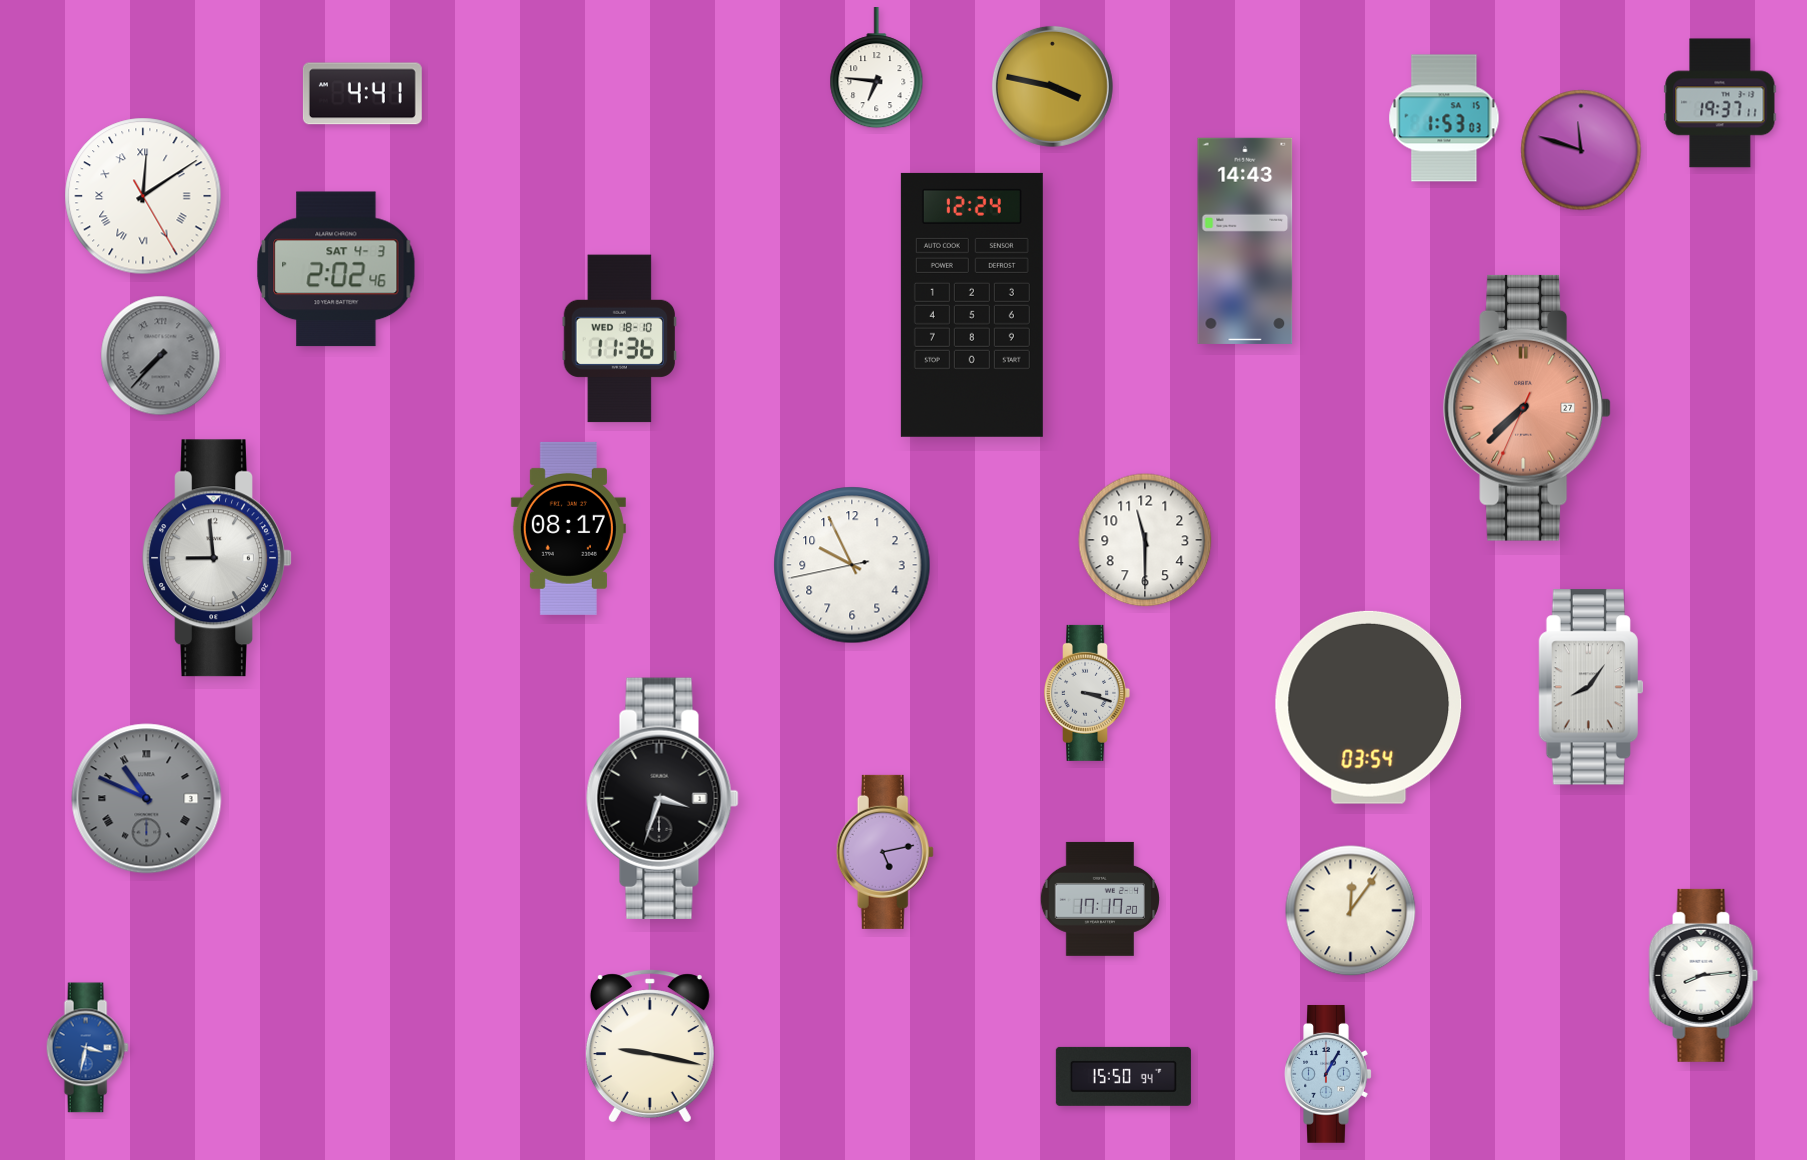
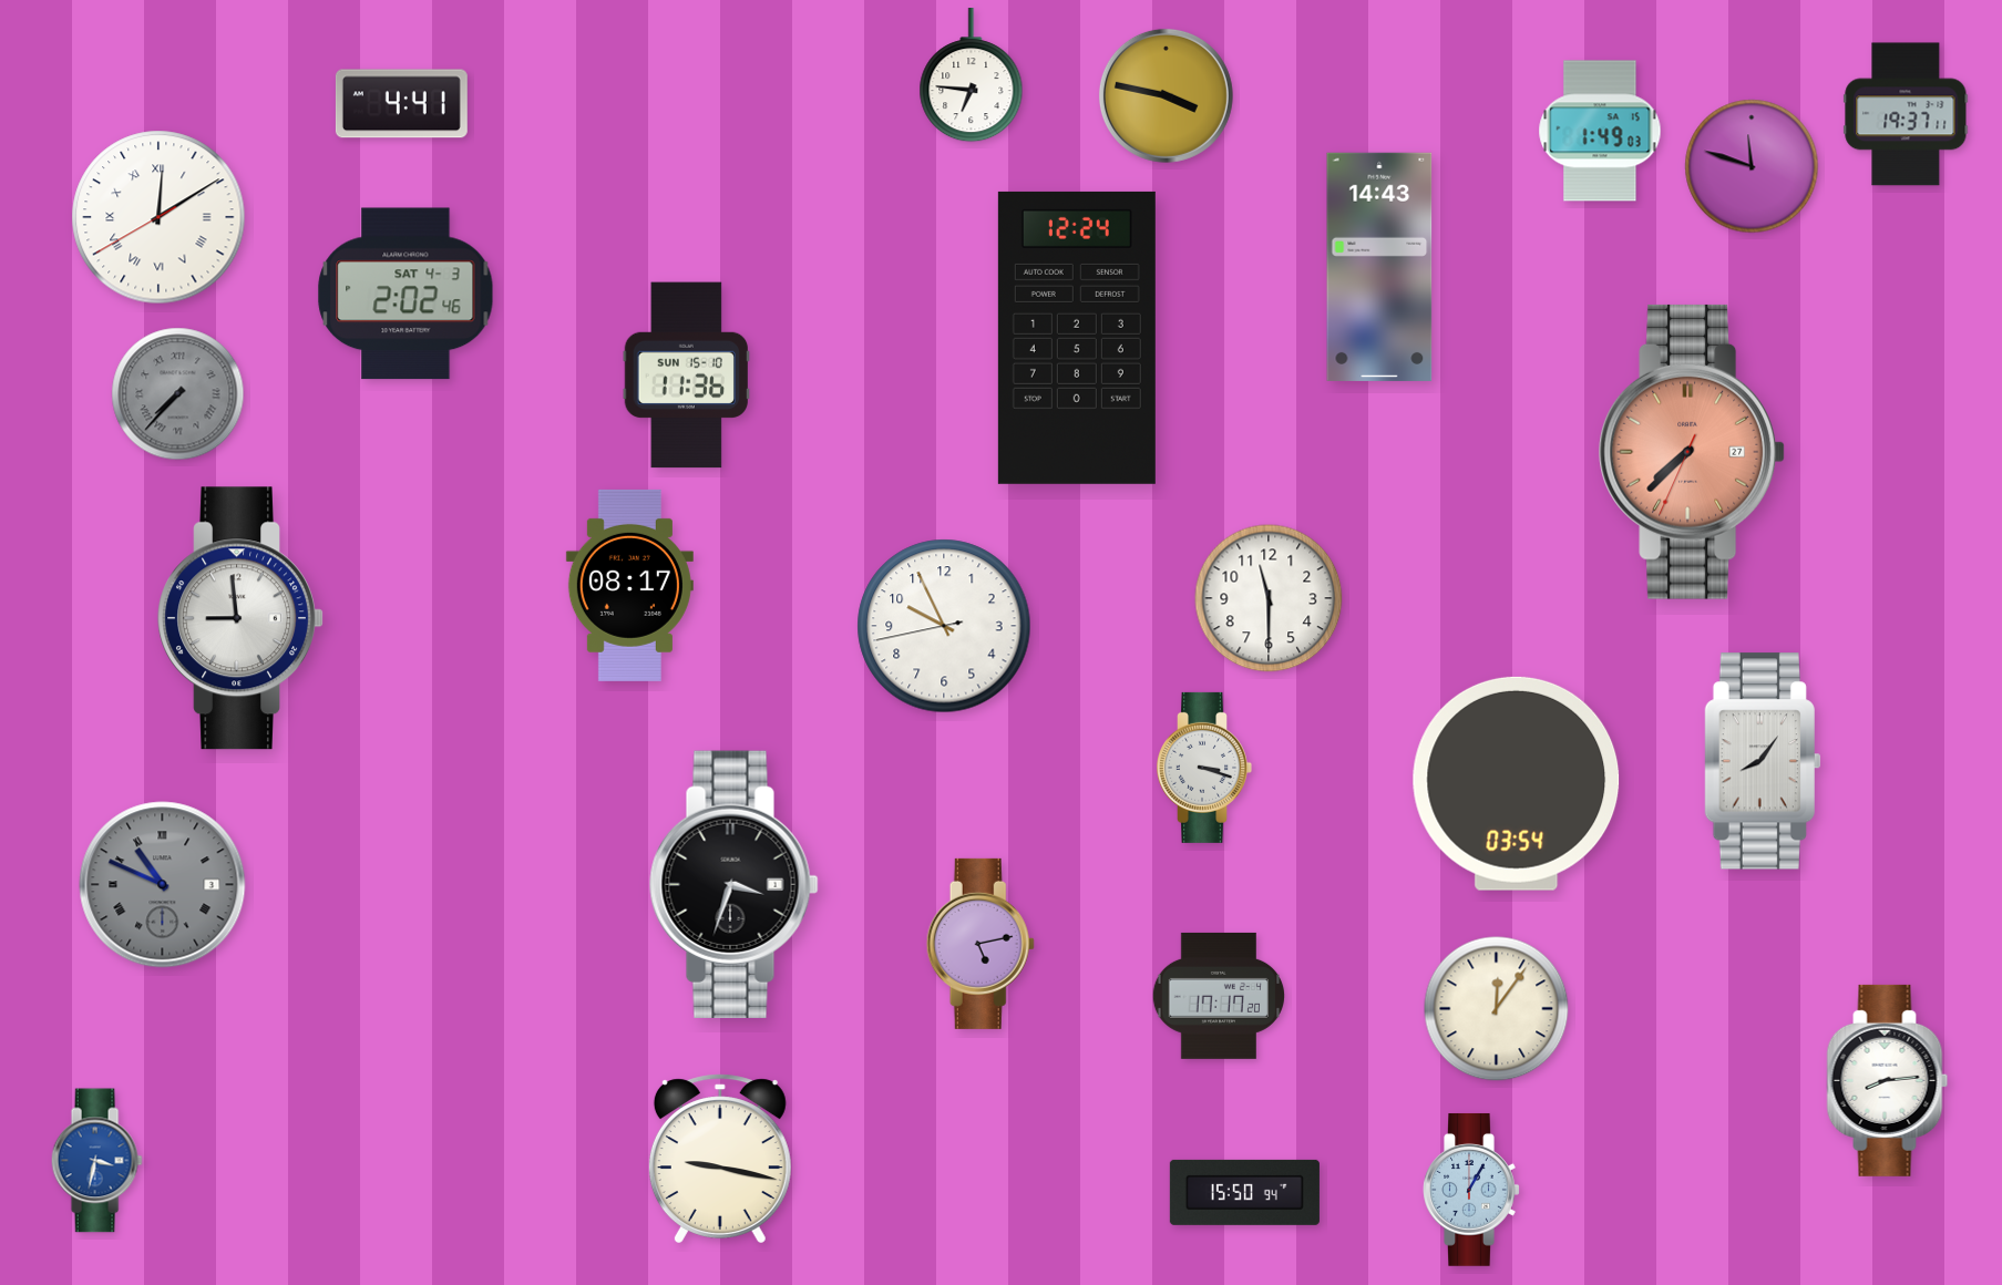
clock at (1444, 118): 1:53 -> 1:49
clock at (143, 196): 12:09:25 -> 12:09:40
clock at (336, 269) position: (336, 269) -> (405, 294)
clock at (620, 339) date: WED 18-10 -> SUN 15-10
